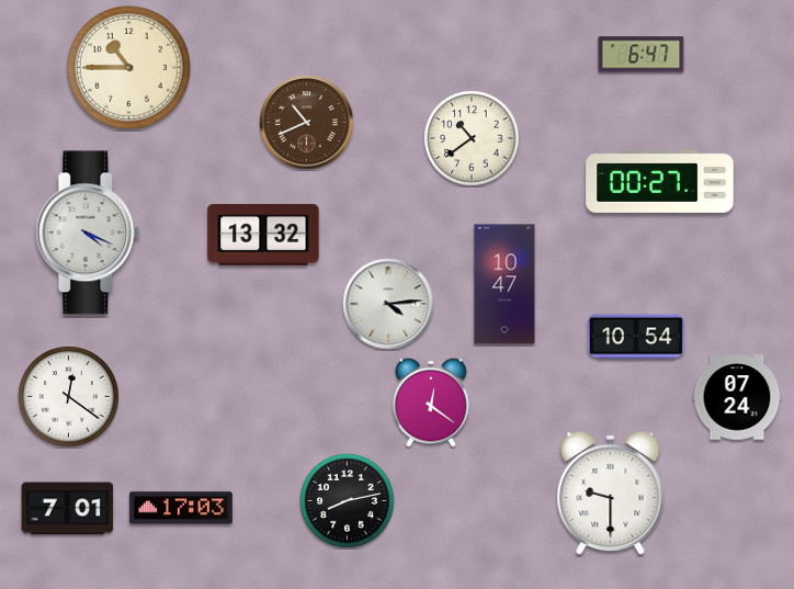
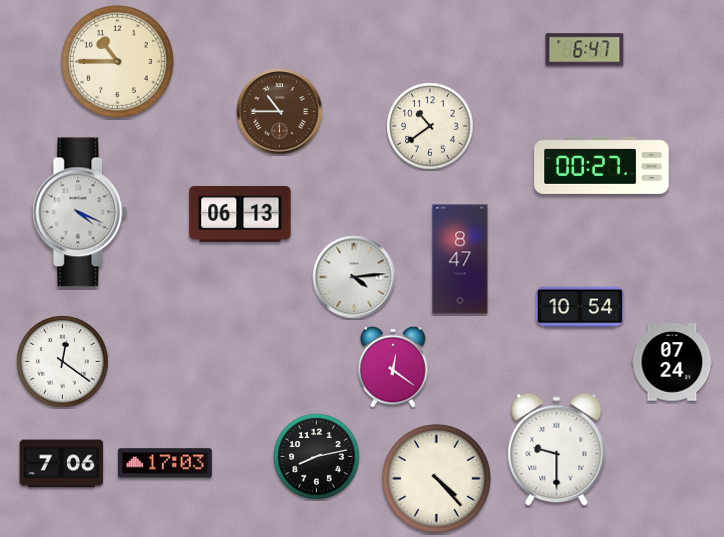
clock at (307, 123): 10:41 -> 10:45
clock at (263, 235): 13:32 -> 06:13
clock at (504, 284): 10:47 -> 8:47
clock at (68, 509): 7:01 -> 7:06
clock at (436, 478): none -> 4:23
